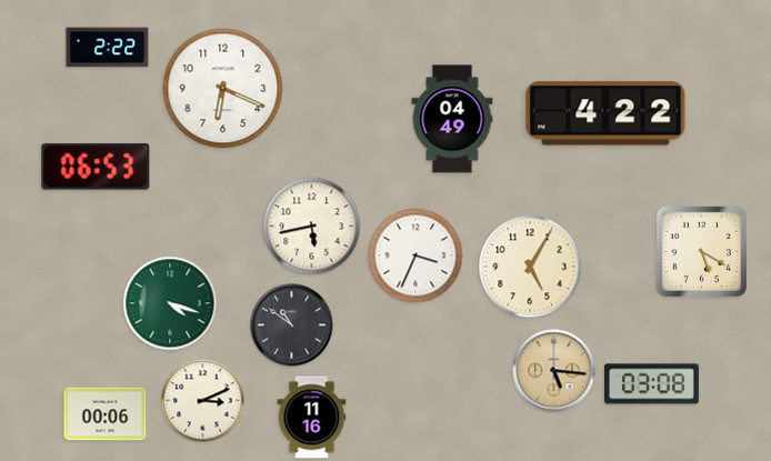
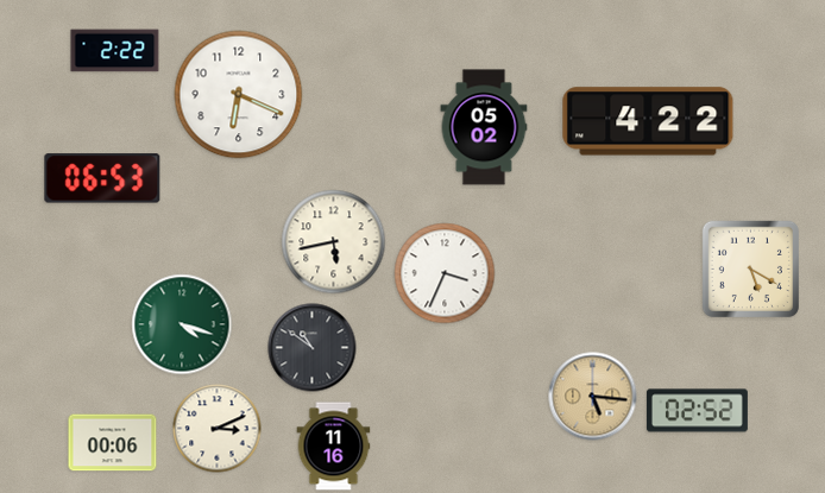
clock at (452, 119): 04:49 -> 05:02
clock at (530, 267): 5:05 -> none
clock at (651, 384): 03:08 -> 02:52
